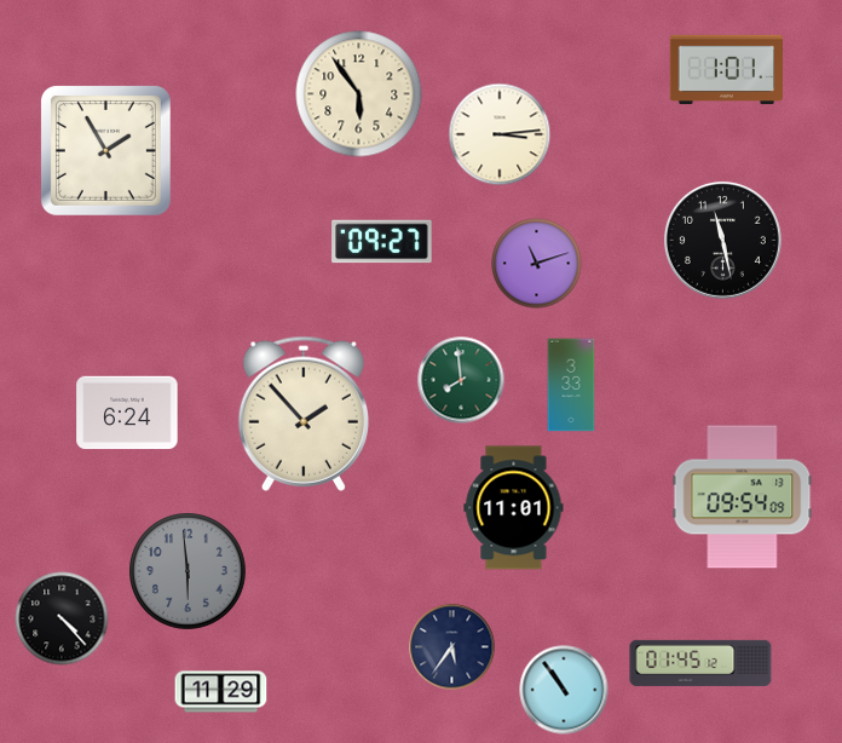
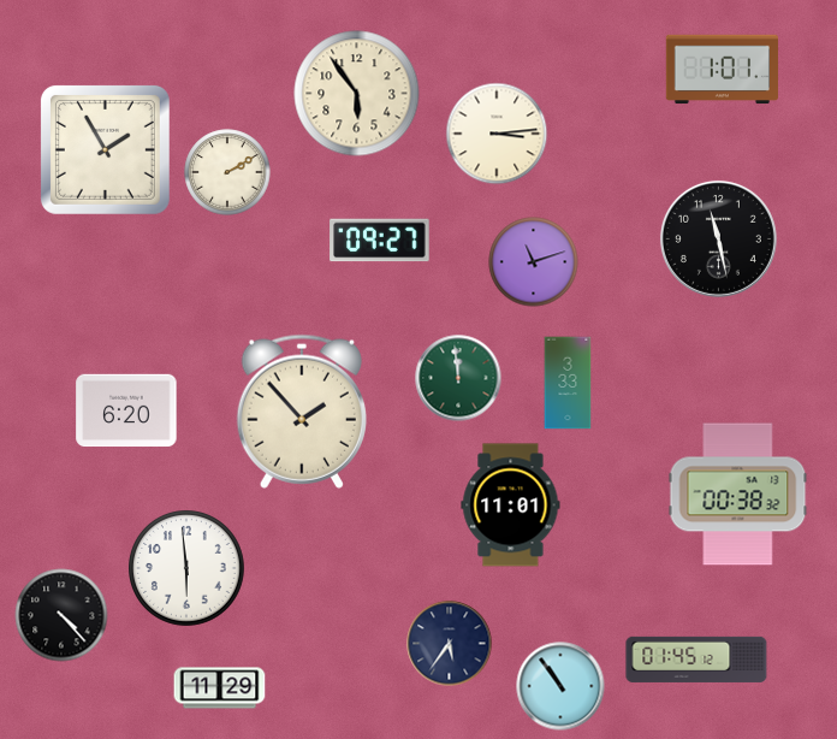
clock at (227, 172): none -> 2:10
clock at (461, 380): 7:59 -> 11:59
clock at (127, 413): 6:24 -> 6:20
clock at (743, 497): 09:54 -> 00:38
clock at (189, 572) dial: grey -> white
